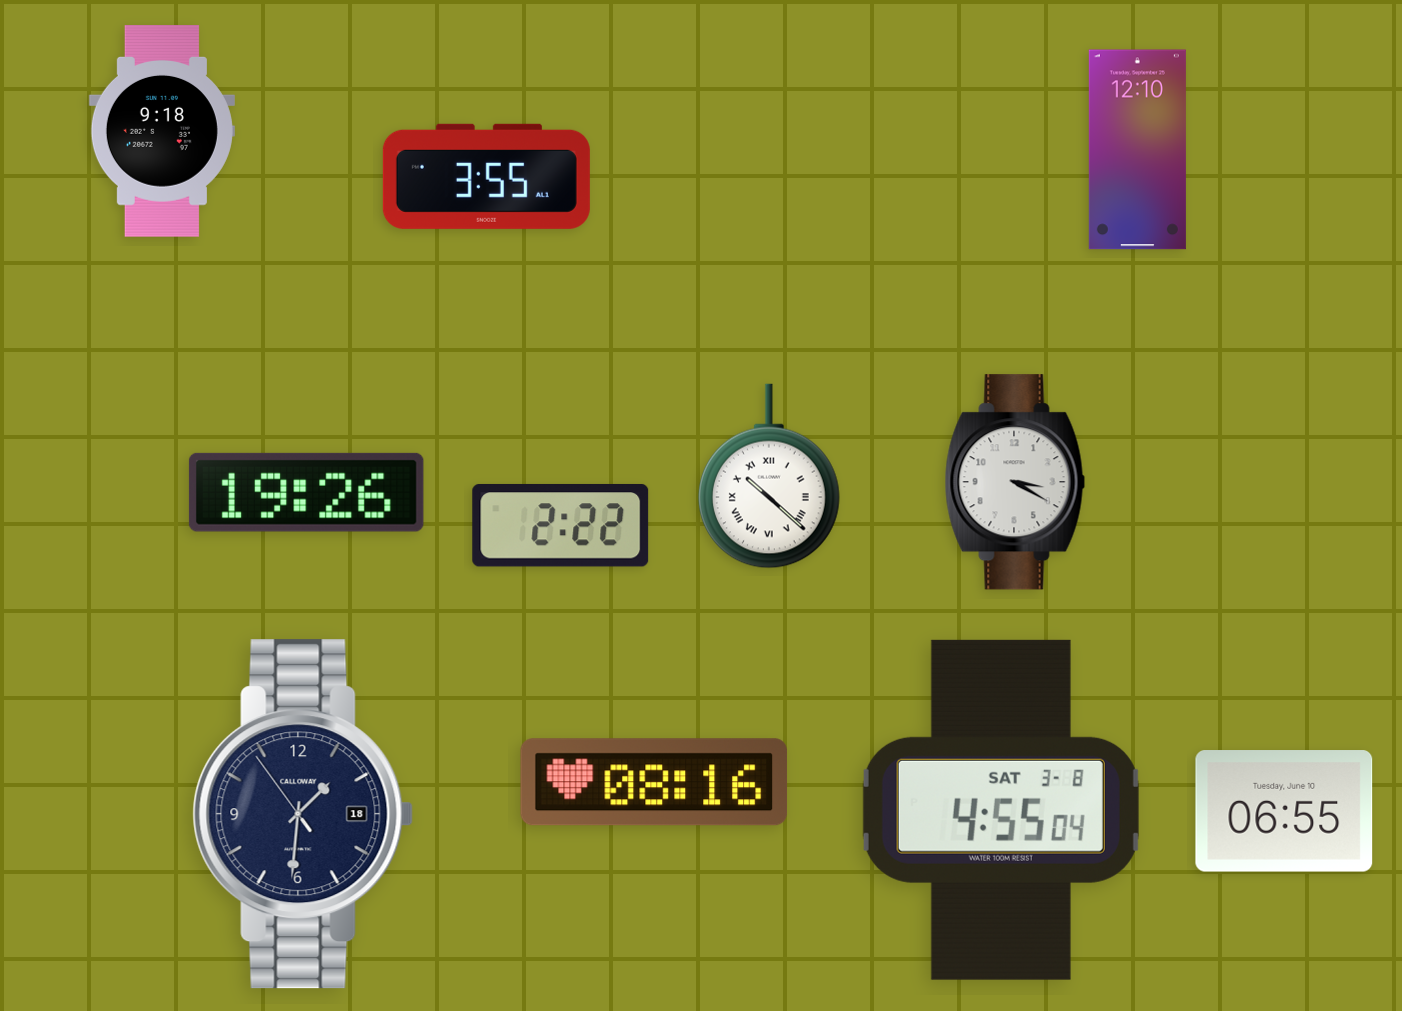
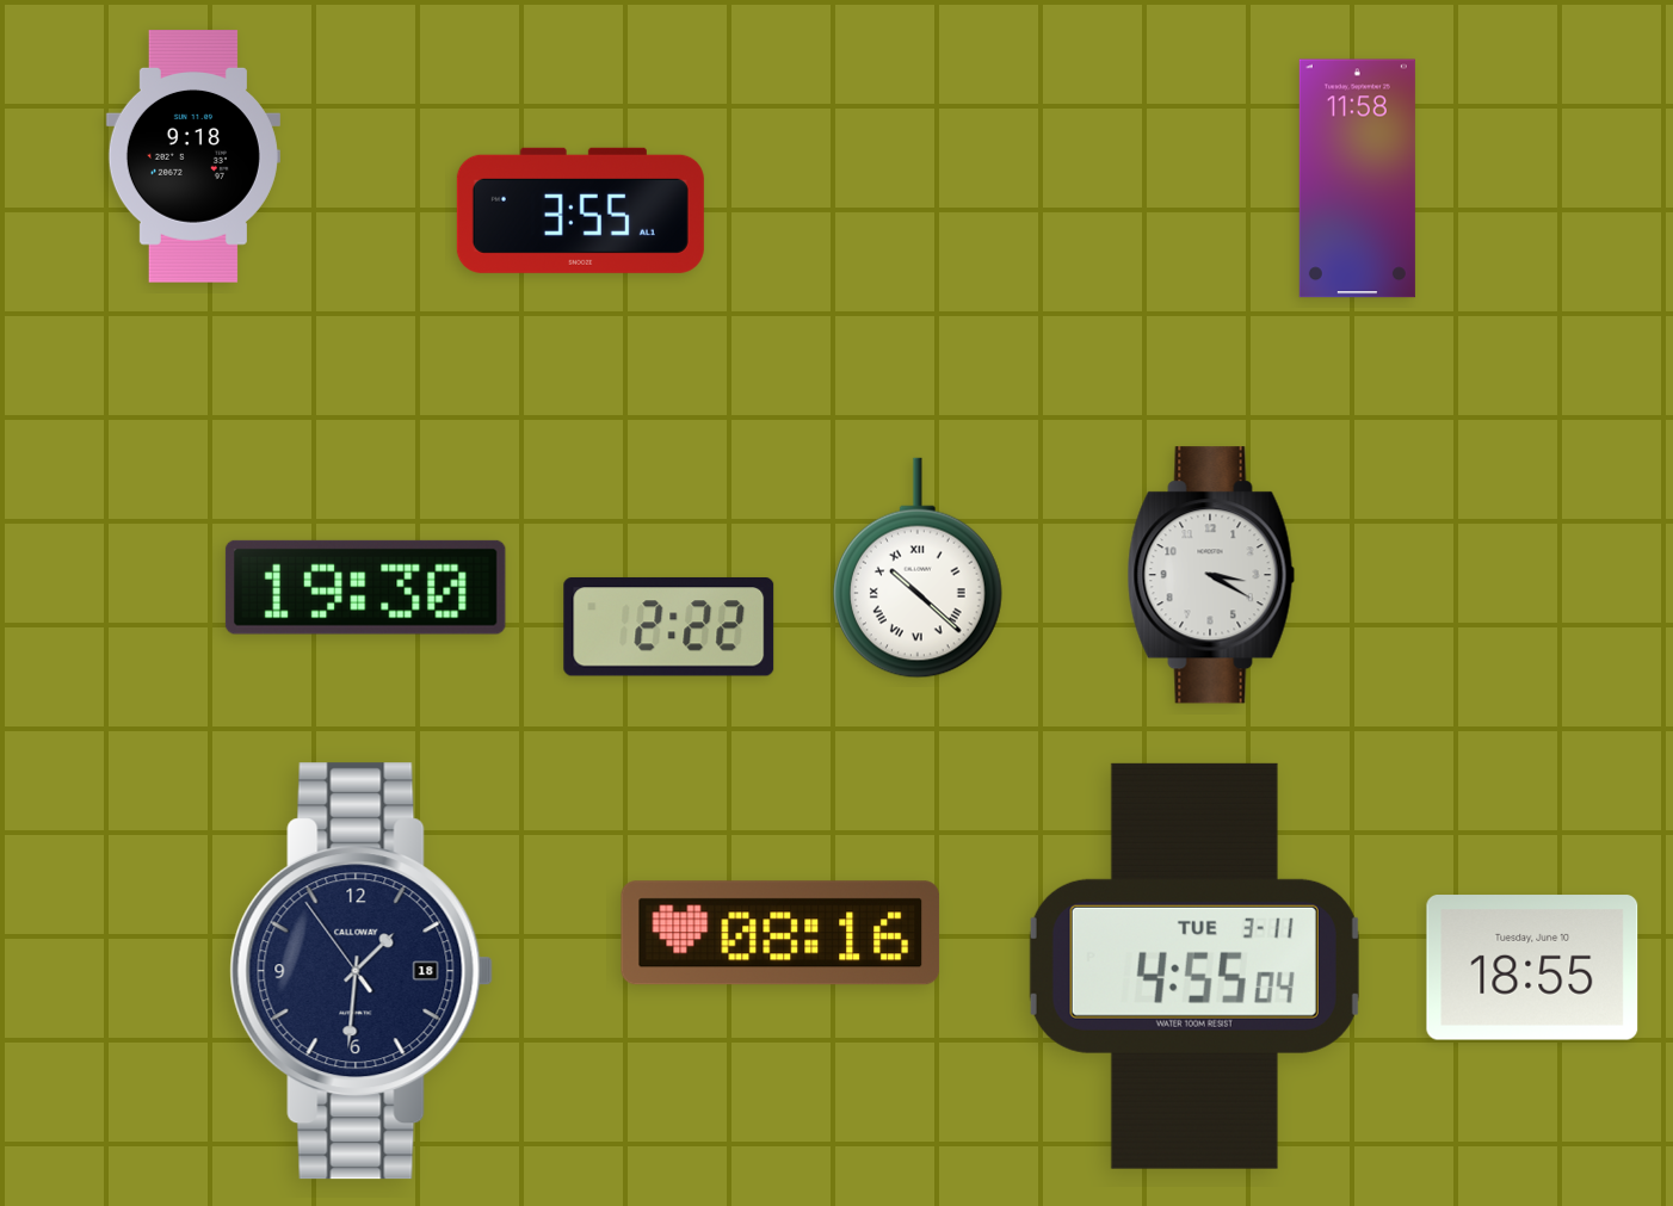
clock at (1137, 150): 12:10 -> 11:58
clock at (306, 492): 19:26 -> 19:30
clock at (1001, 810) date: SAT 3-8 -> TUE 3-11
clock at (1284, 811): 06:55 -> 18:55
